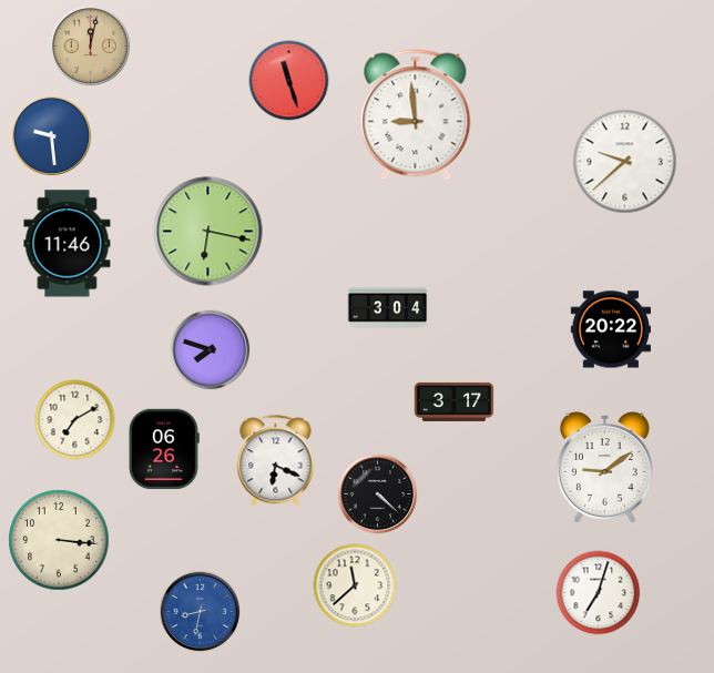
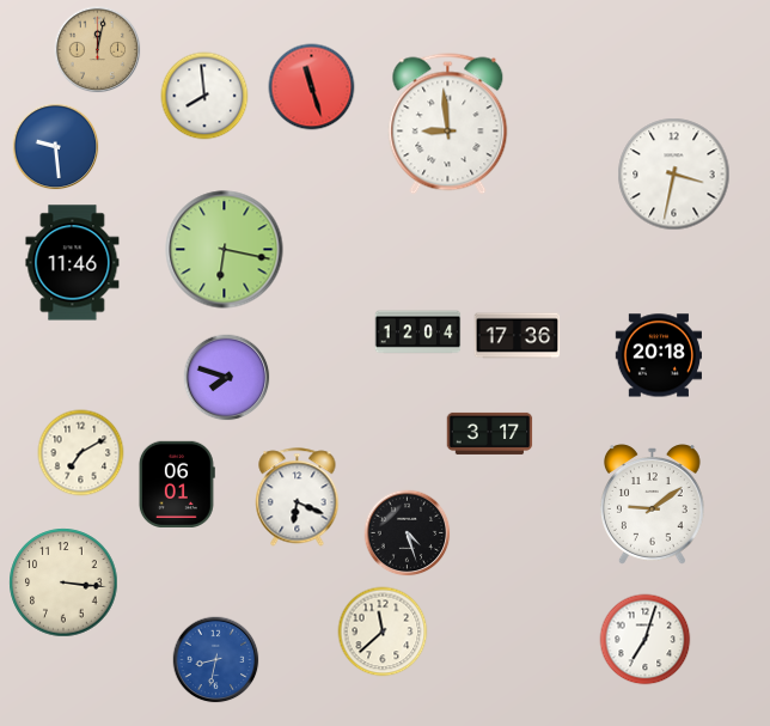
clock at (204, 96): none -> 7:59
clock at (625, 162): 9:38 -> 3:32
clock at (388, 308): 3:04 -> 12:04
clock at (518, 336): none -> 17:36
clock at (610, 329): 20:22 -> 20:18
clock at (164, 448): 06:26 -> 06:01
clock at (378, 494): 4:22 -> 4:27
